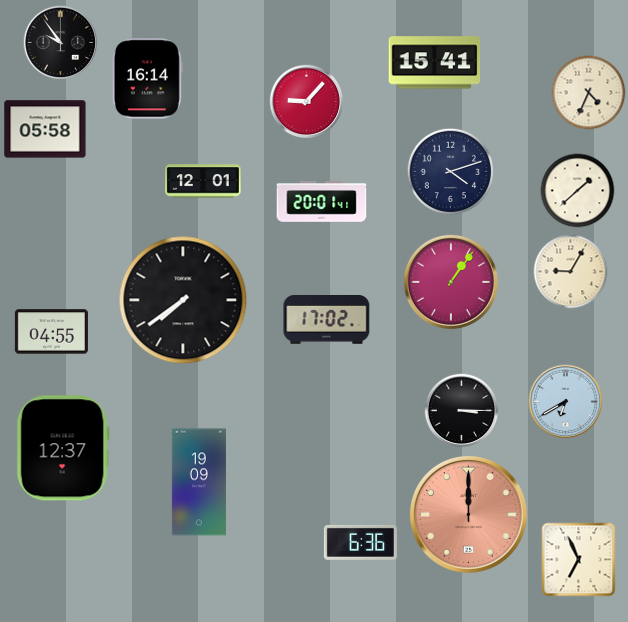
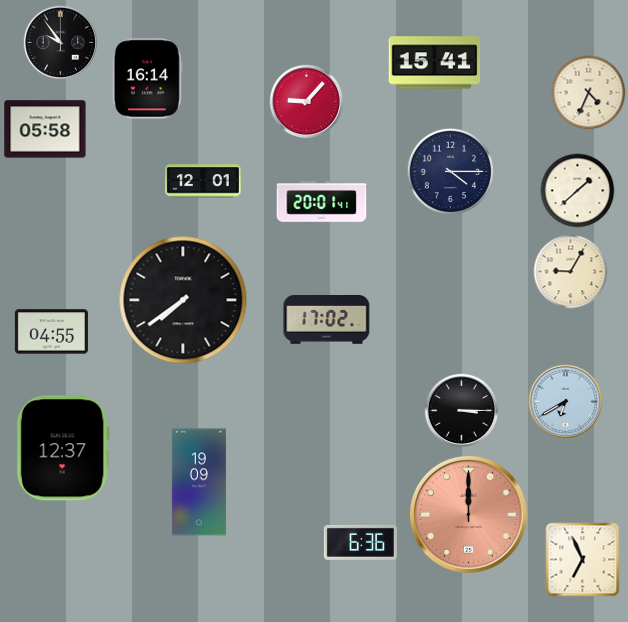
clock at (450, 171): 4:12 -> 4:15
clock at (451, 282): 1:06 -> none
clock at (579, 560) position: (579, 560) -> (583, 560)
